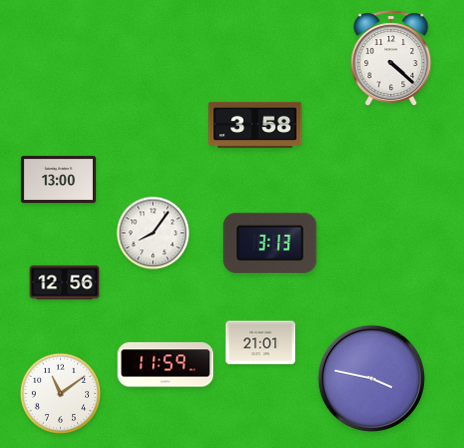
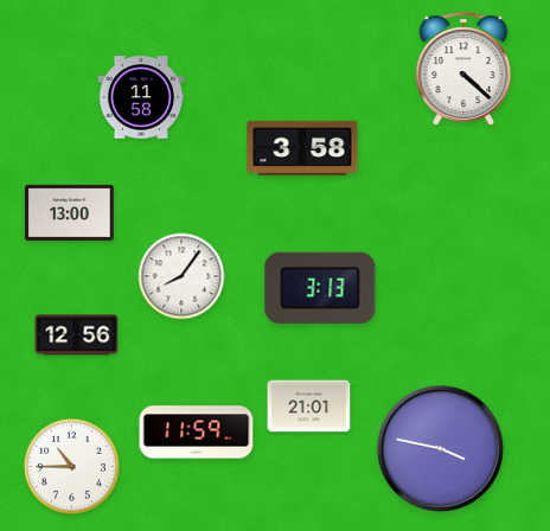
clock at (141, 97): none -> 11:58
clock at (60, 393): 11:09 -> 10:45
